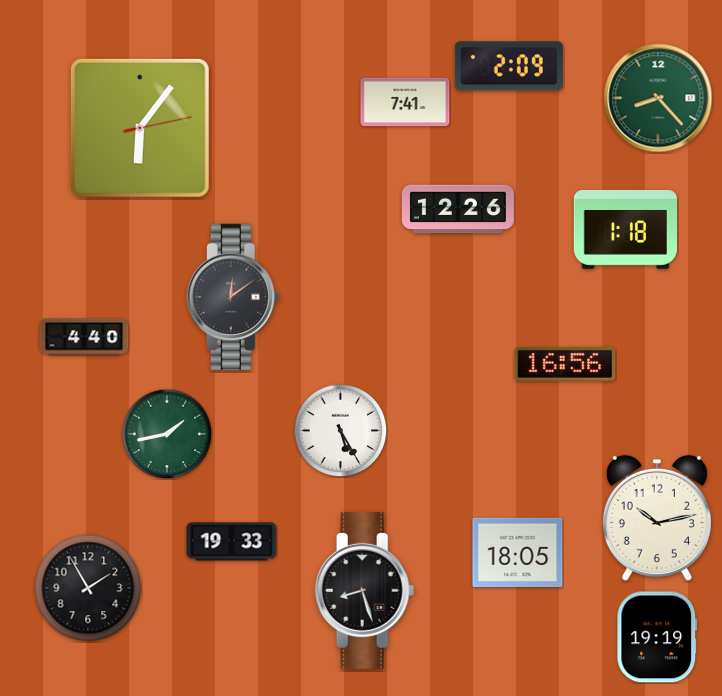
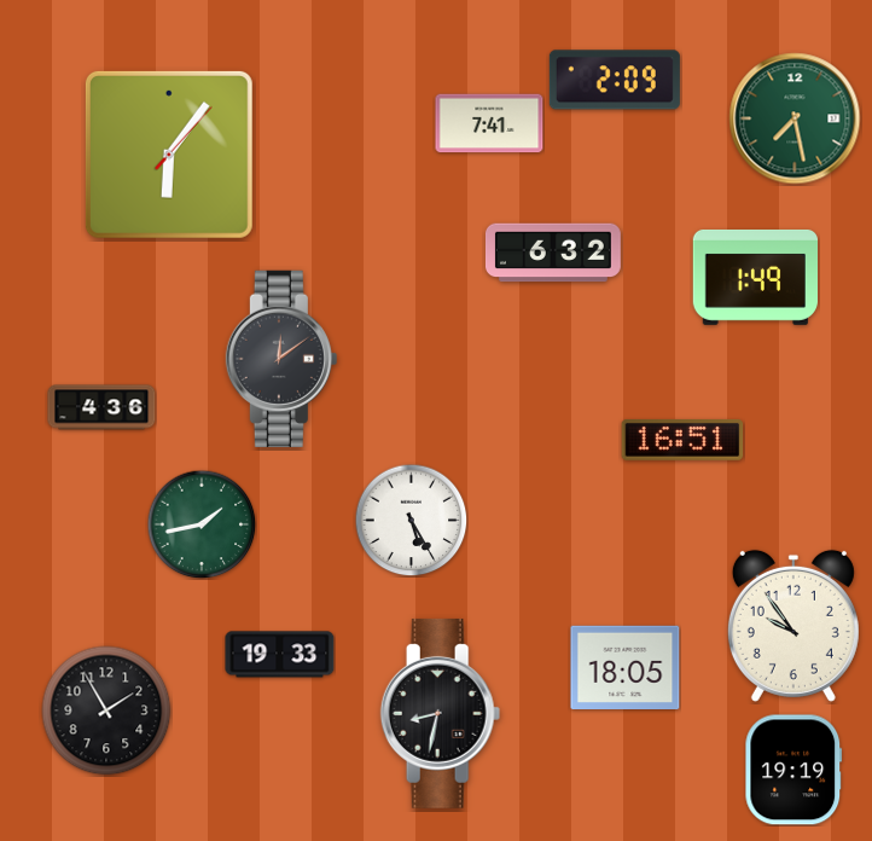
clock at (658, 98): 8:23 -> 7:28
clock at (140, 128): 6:06:13 -> 6:06:07
clock at (458, 209): 12:26 -> 6:32
clock at (625, 229): 1:18 -> 1:49
clock at (84, 337): 4:40 -> 4:36
clock at (565, 364): 16:56 -> 16:51
clock at (657, 518): 10:13 -> 9:54
clock at (365, 590): 8:27 -> 8:32
